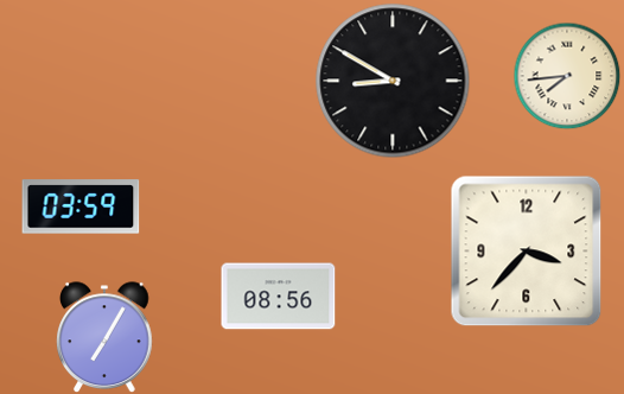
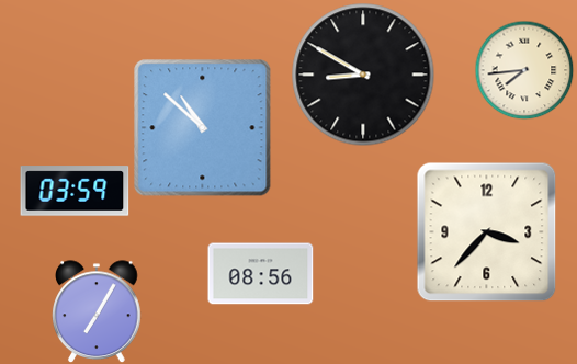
clock at (203, 128): none -> 10:52
clock at (279, 297) position: (279, 297) -> (261, 274)
